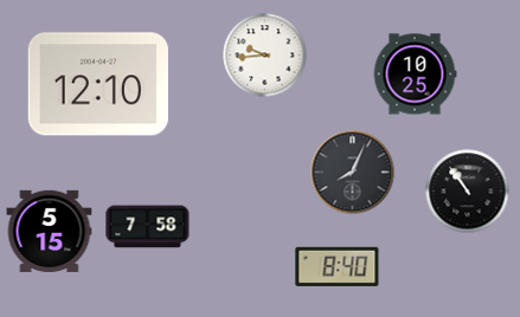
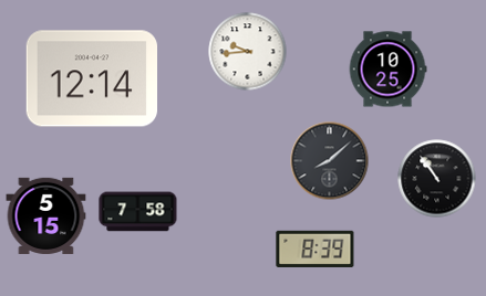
clock at (97, 84): 12:10 -> 12:14
clock at (353, 173): 8:04 -> 8:08
clock at (338, 266): 8:40 -> 8:39
